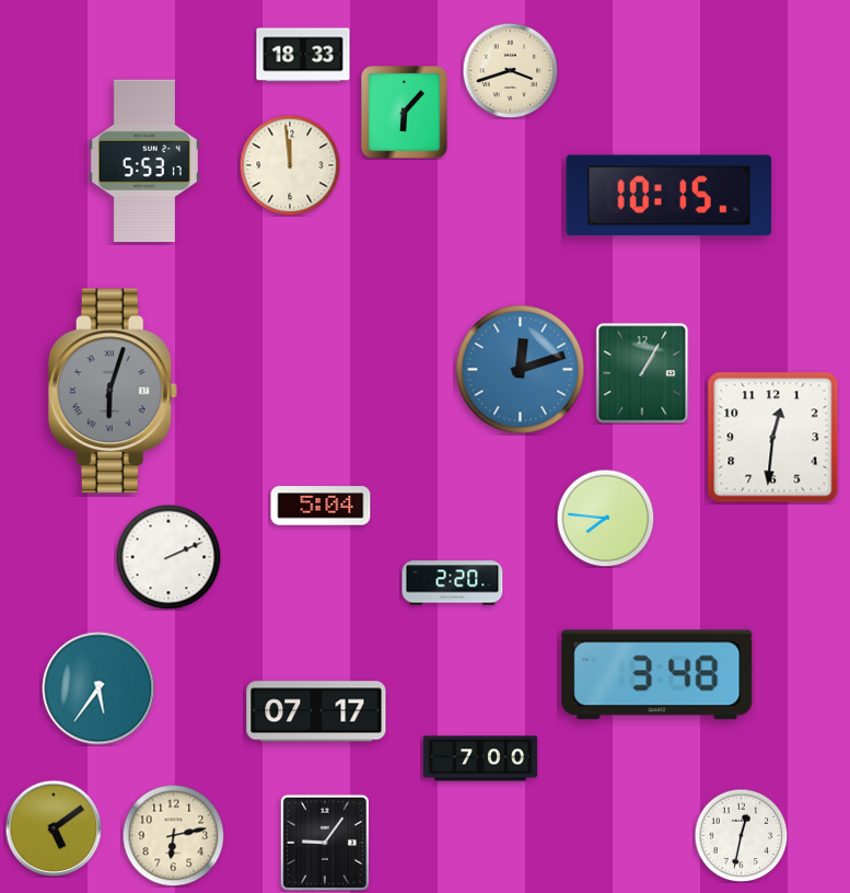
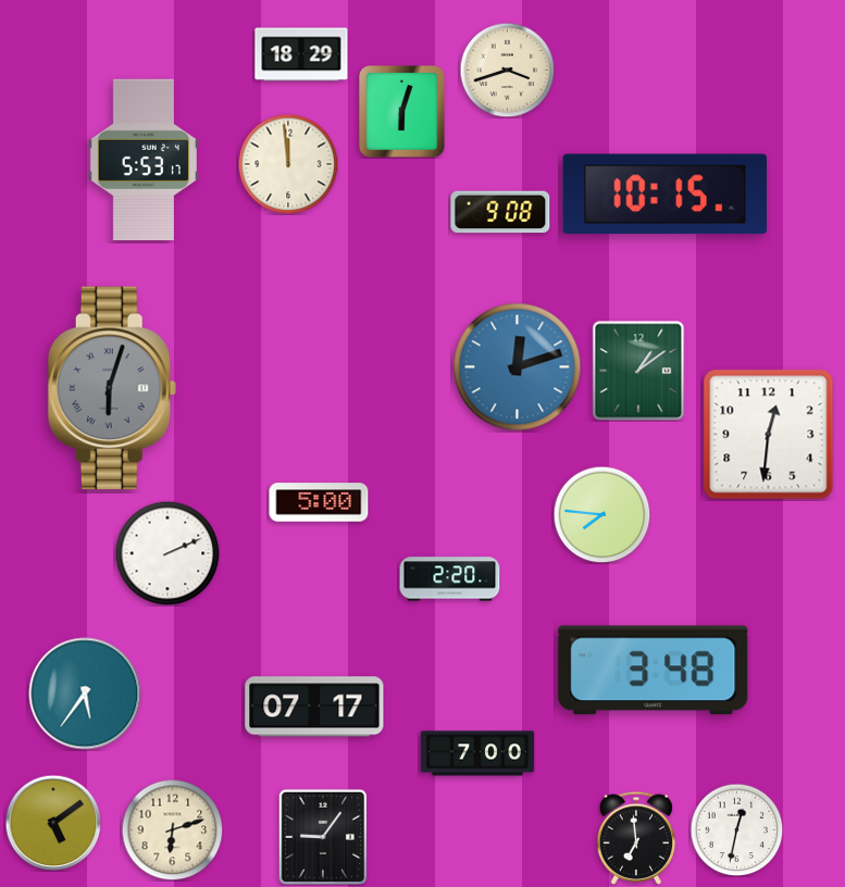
clock at (303, 55): 18:33 -> 18:29
clock at (405, 113): 6:07 -> 6:03
clock at (500, 212): none -> 9:08
clock at (642, 373): 1:05 -> 1:09
clock at (321, 506): 5:04 -> 5:00
clock at (98, 688) position: (98, 688) -> (85, 694)
clock at (173, 835): 6:13 -> 6:12
clock at (636, 838): none -> 6:59
